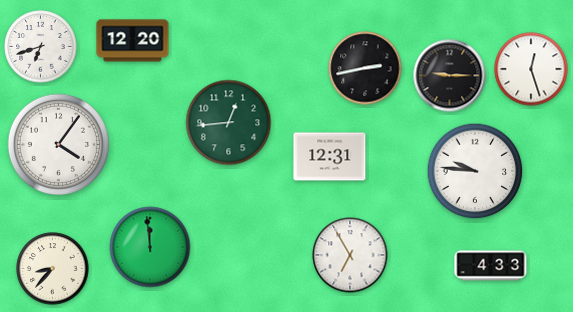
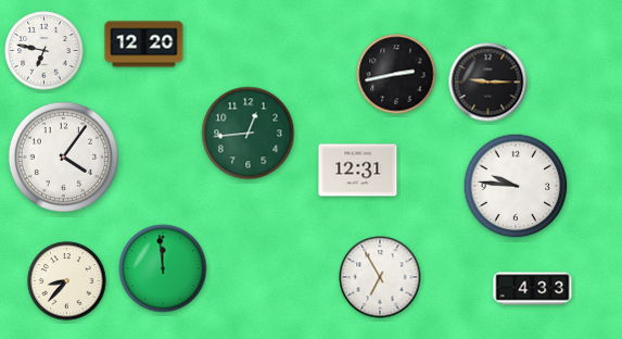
clock at (41, 47): 6:42 -> 6:47
clock at (531, 69): 12:27 -> none
clock at (53, 269) position: (53, 269) -> (67, 281)
